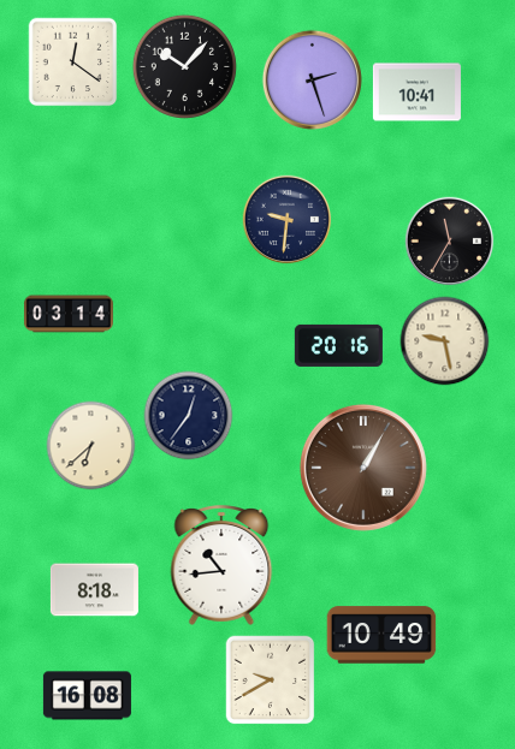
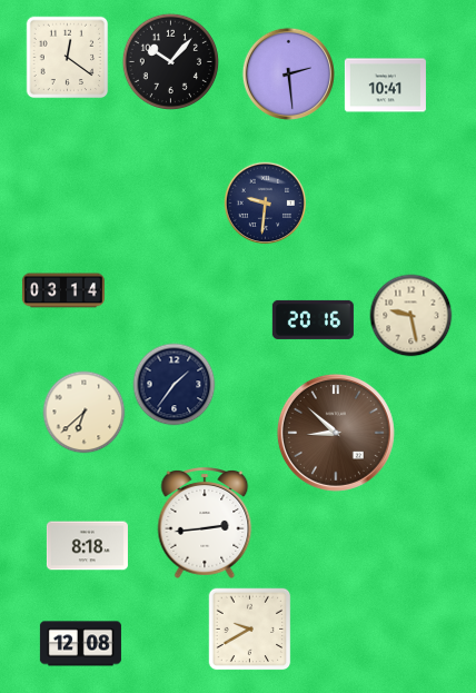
clock at (312, 79): 2:27 -> 2:29
clock at (450, 242): 11:35 -> none
clock at (189, 416): 12:36 -> 1:36
clock at (363, 468): 1:05 -> 8:52
clock at (221, 566): 10:44 -> 2:44
clock at (381, 635): 10:49 -> none
clock at (87, 696): 16:08 -> 12:08
